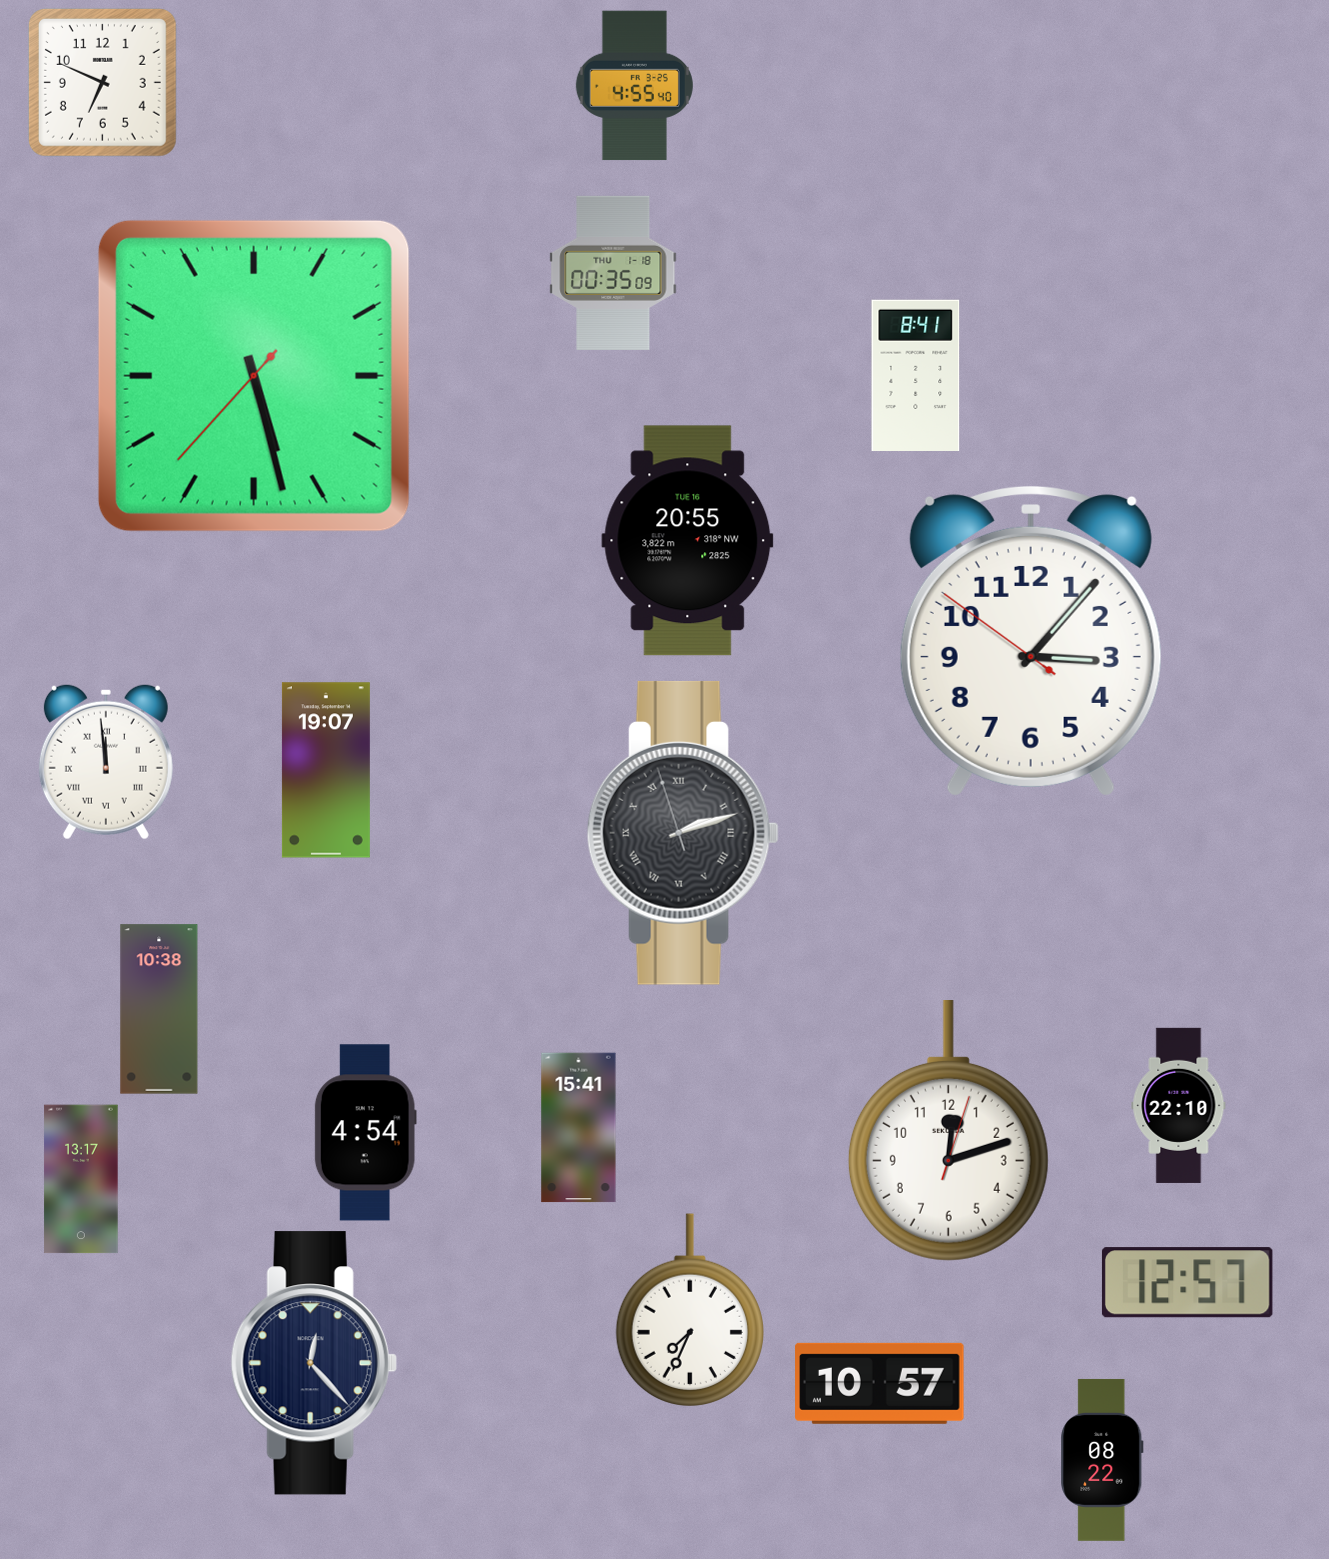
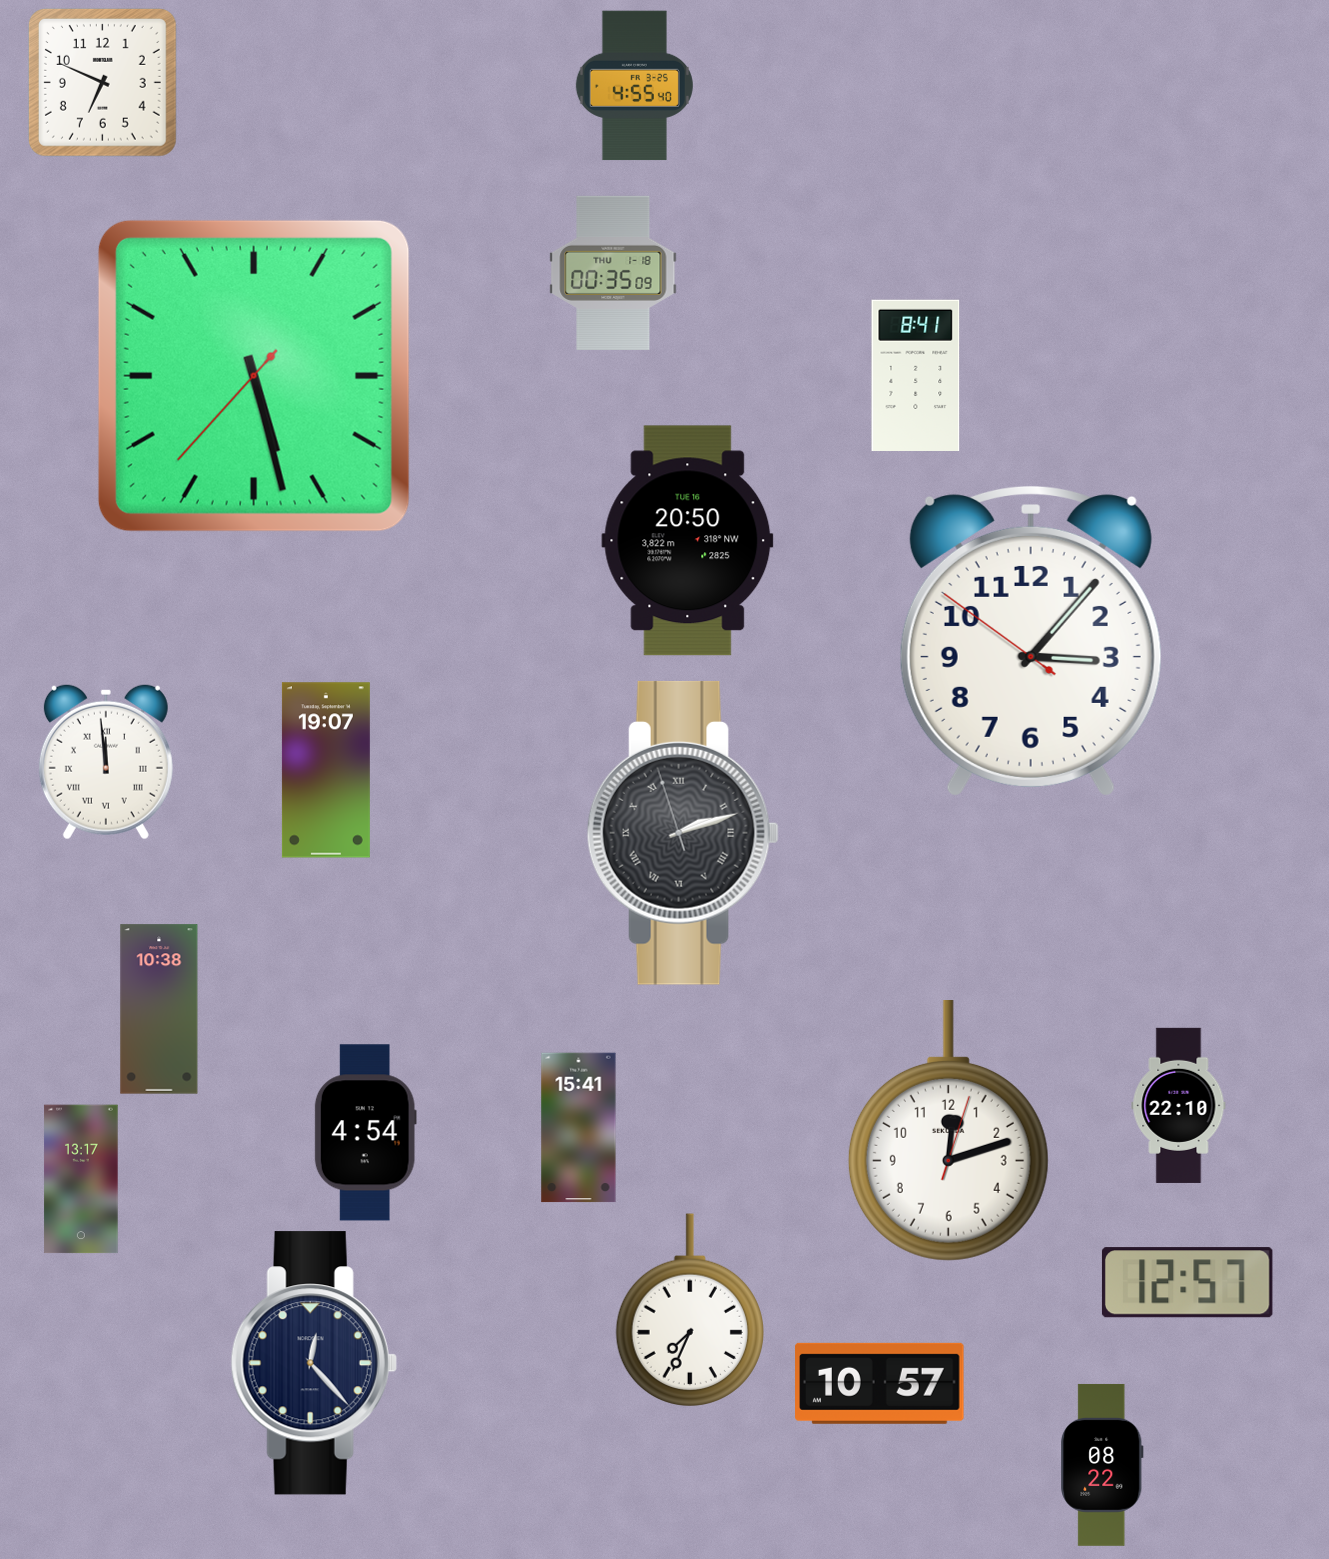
clock at (688, 541): 20:55 -> 20:50
clock at (1102, 1460) position: (1102, 1460) -> (1102, 1465)
